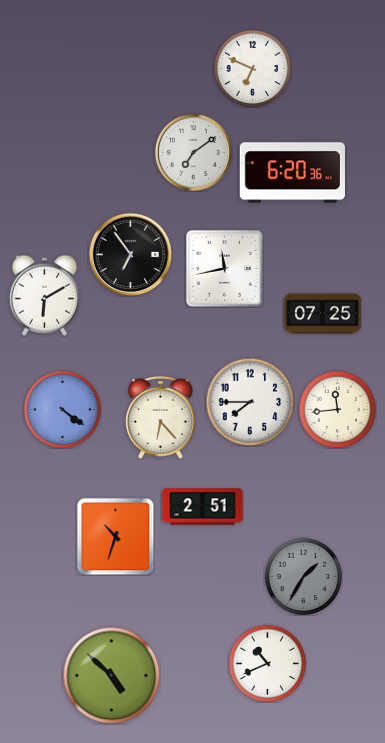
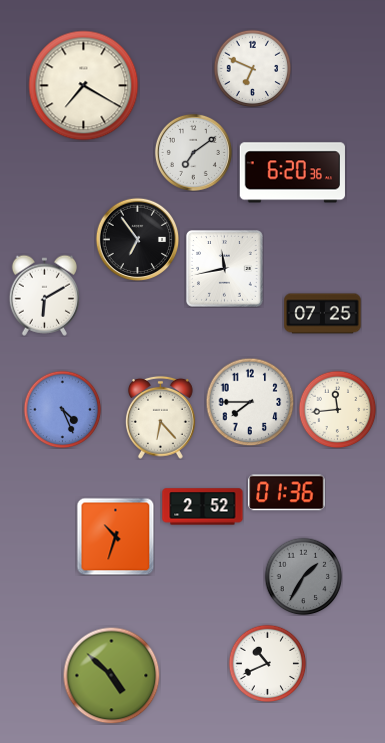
clock at (84, 86): none -> 7:20
clock at (130, 254) position: (130, 254) -> (137, 239)
clock at (62, 409): 4:21 -> 4:26
clock at (287, 493): none -> 01:36
clock at (203, 507): 2:51 -> 2:52
